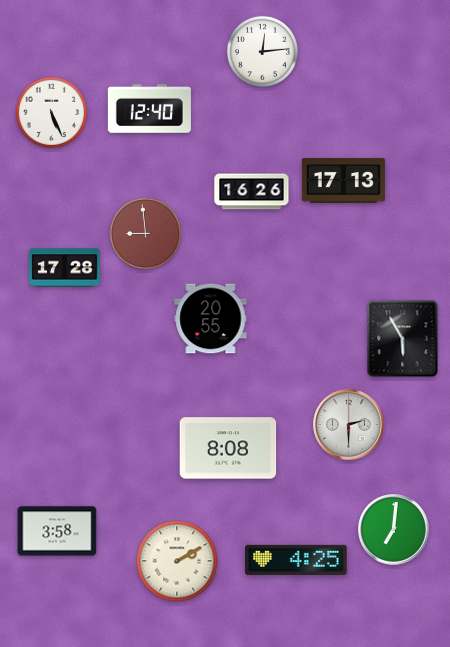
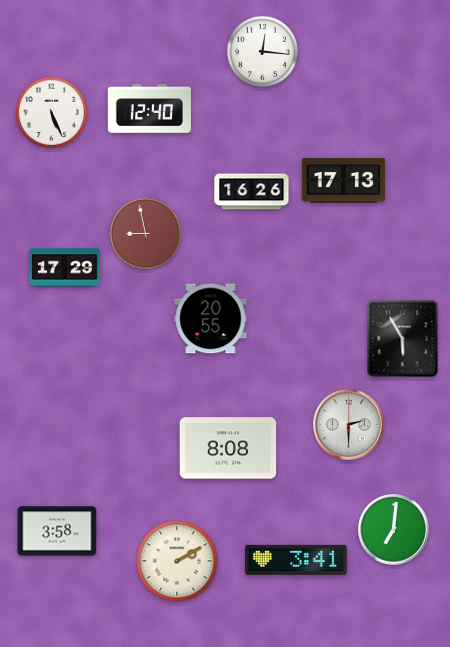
clock at (262, 51): 12:14 -> 12:16
clock at (145, 233): 8:59 -> 8:58
clock at (65, 268): 17:28 -> 17:29
clock at (296, 560): 4:25 -> 3:41
